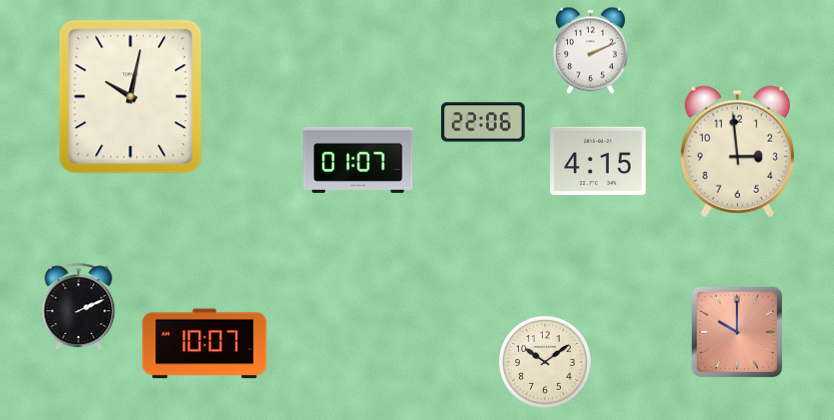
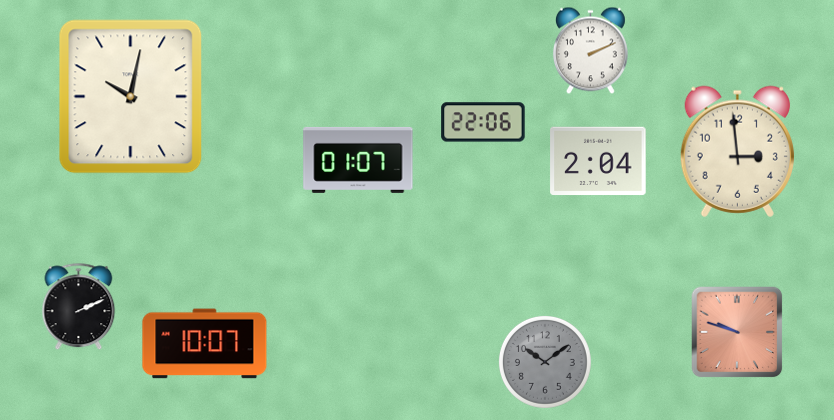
clock at (598, 161): 4:15 -> 2:04
clock at (737, 332): 10:00 -> 9:48
clock at (545, 362) dial: cream -> grey
